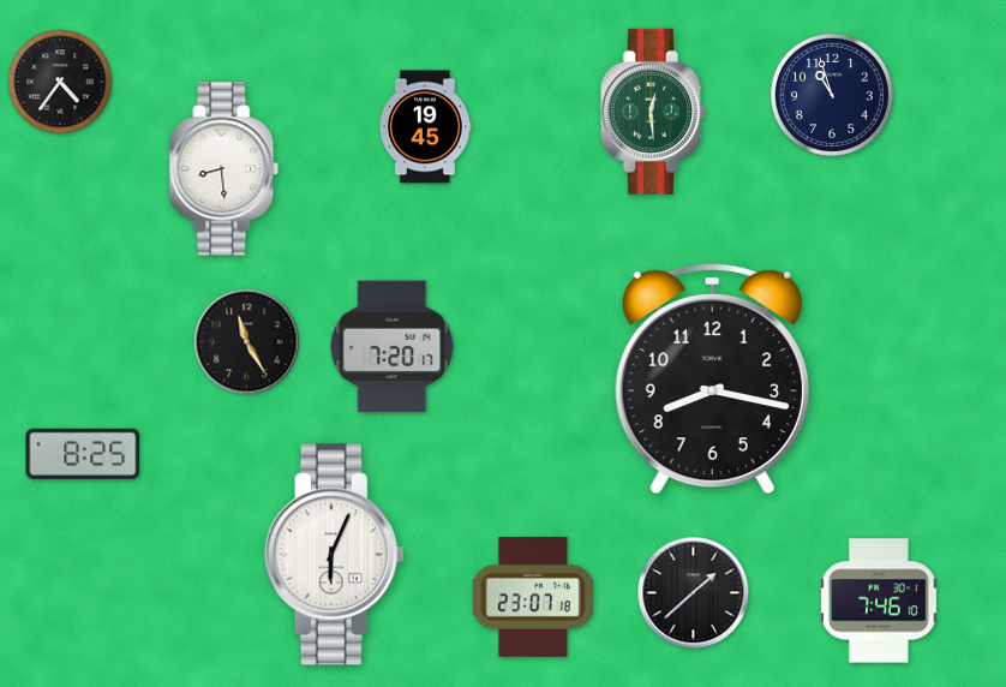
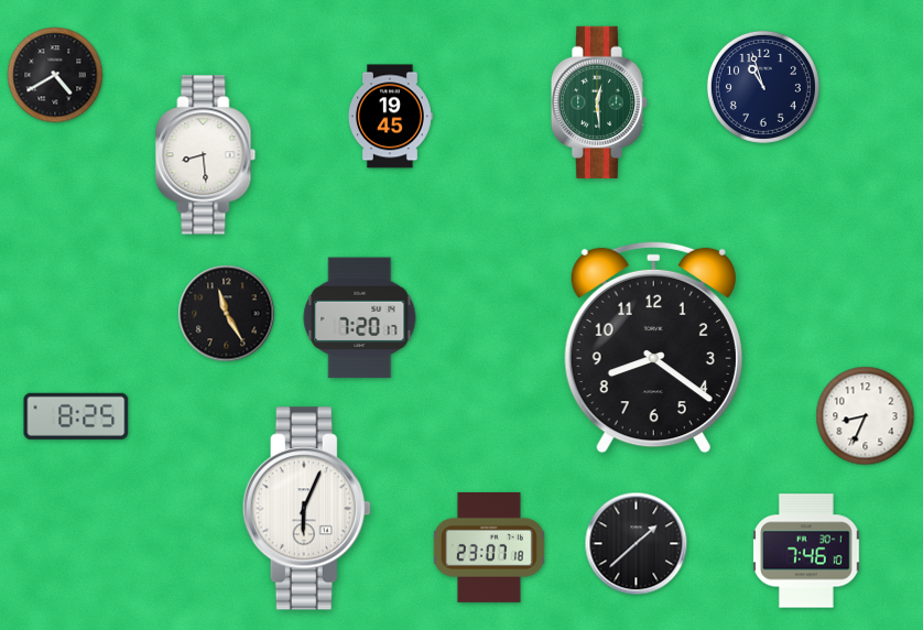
clock at (60, 82): 4:36 -> 4:40
clock at (712, 378): 8:17 -> 8:21
clock at (866, 416): none -> 8:34
